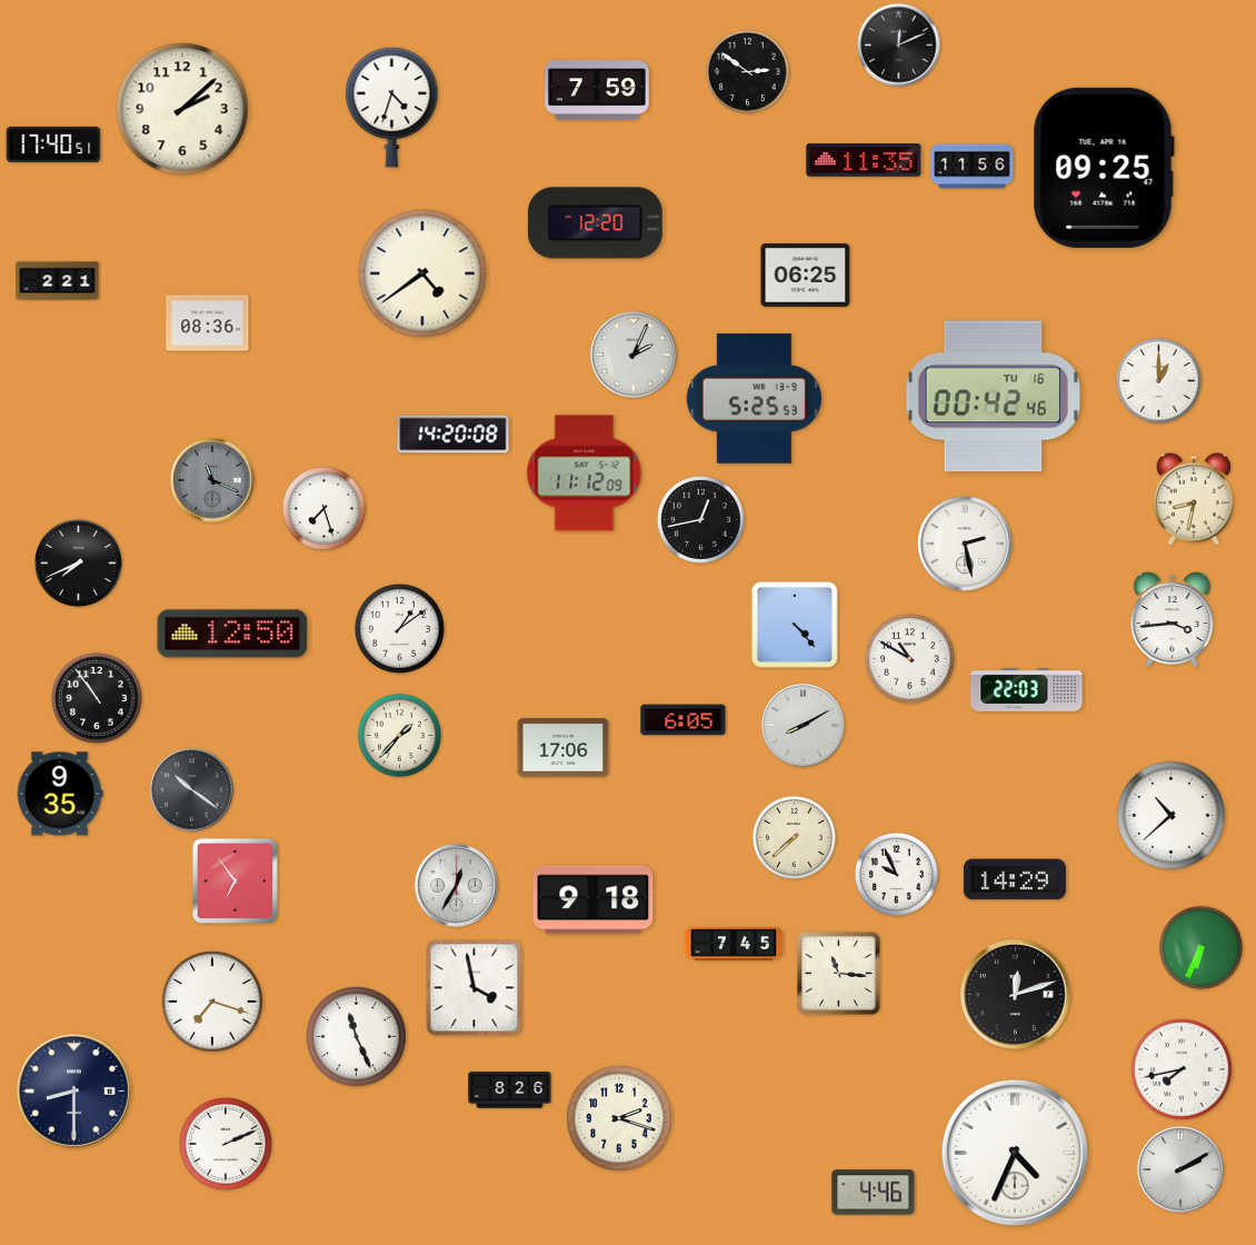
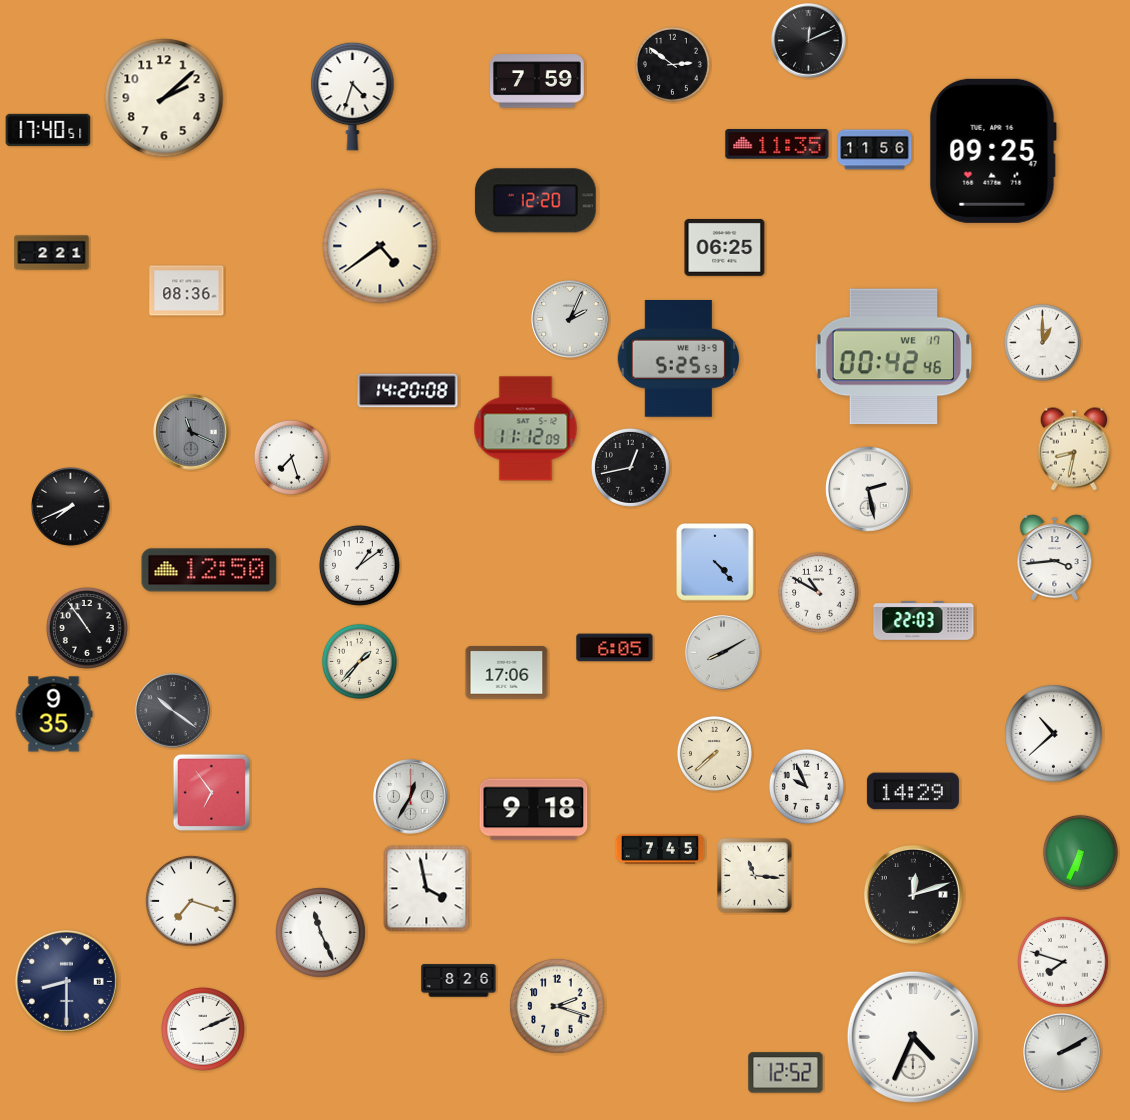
clock at (994, 397) date: TU 16 -> WE 17
clock at (585, 474) position: (585, 474) -> (526, 429)
clock at (1182, 1069): 7:43 -> 7:48
clock at (874, 1193): 4:46 -> 12:52
